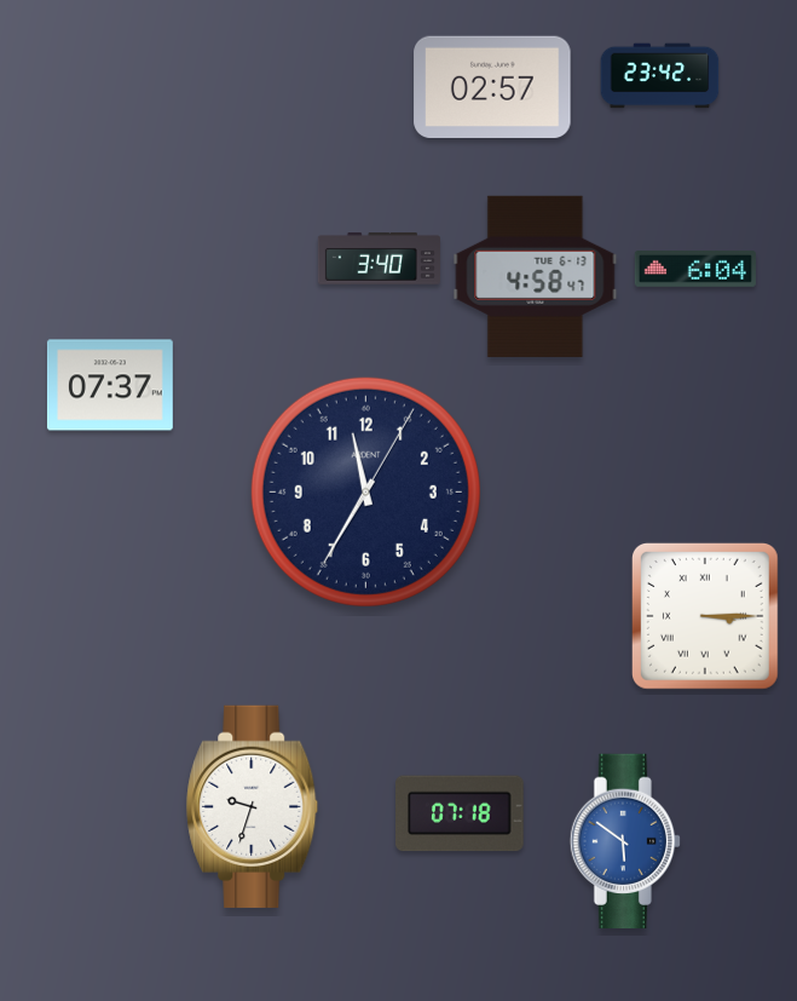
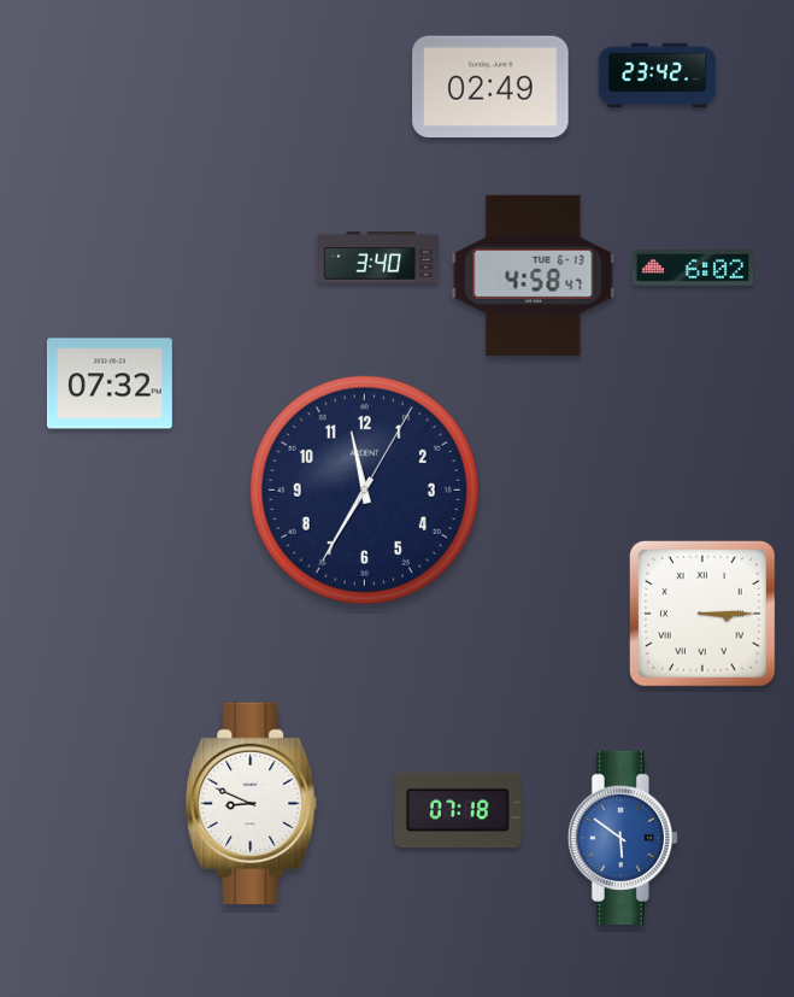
clock at (492, 86): 02:57 -> 02:49
clock at (695, 270): 6:04 -> 6:02
clock at (110, 385): 07:37 -> 07:32
clock at (253, 806): 9:33 -> 8:49
